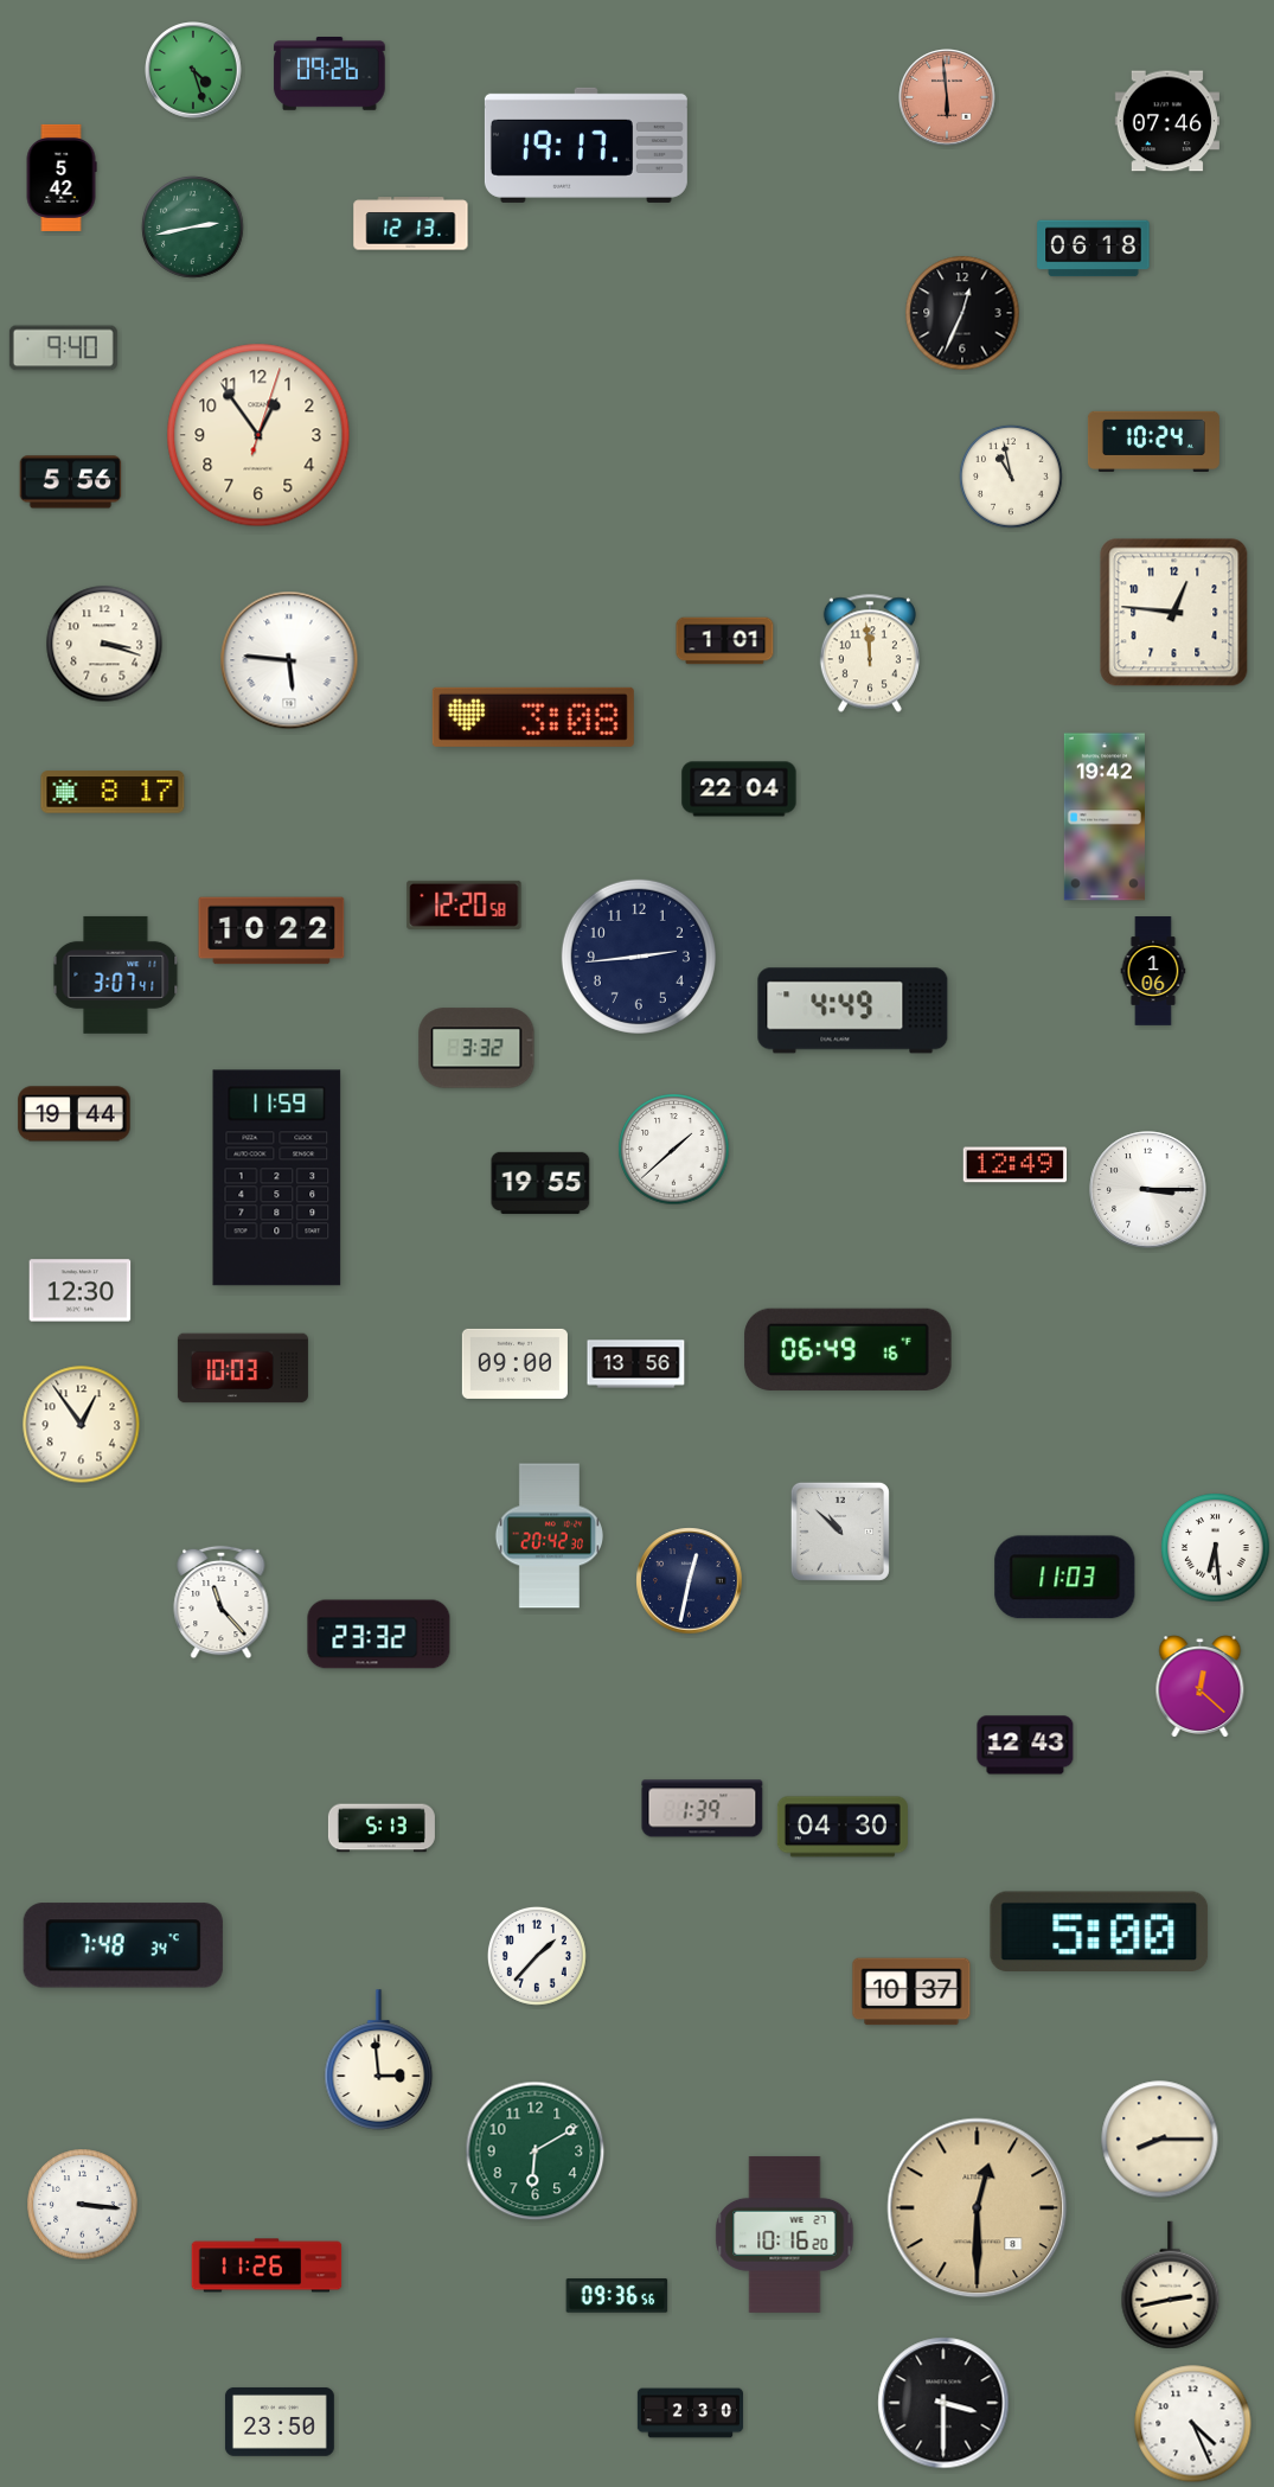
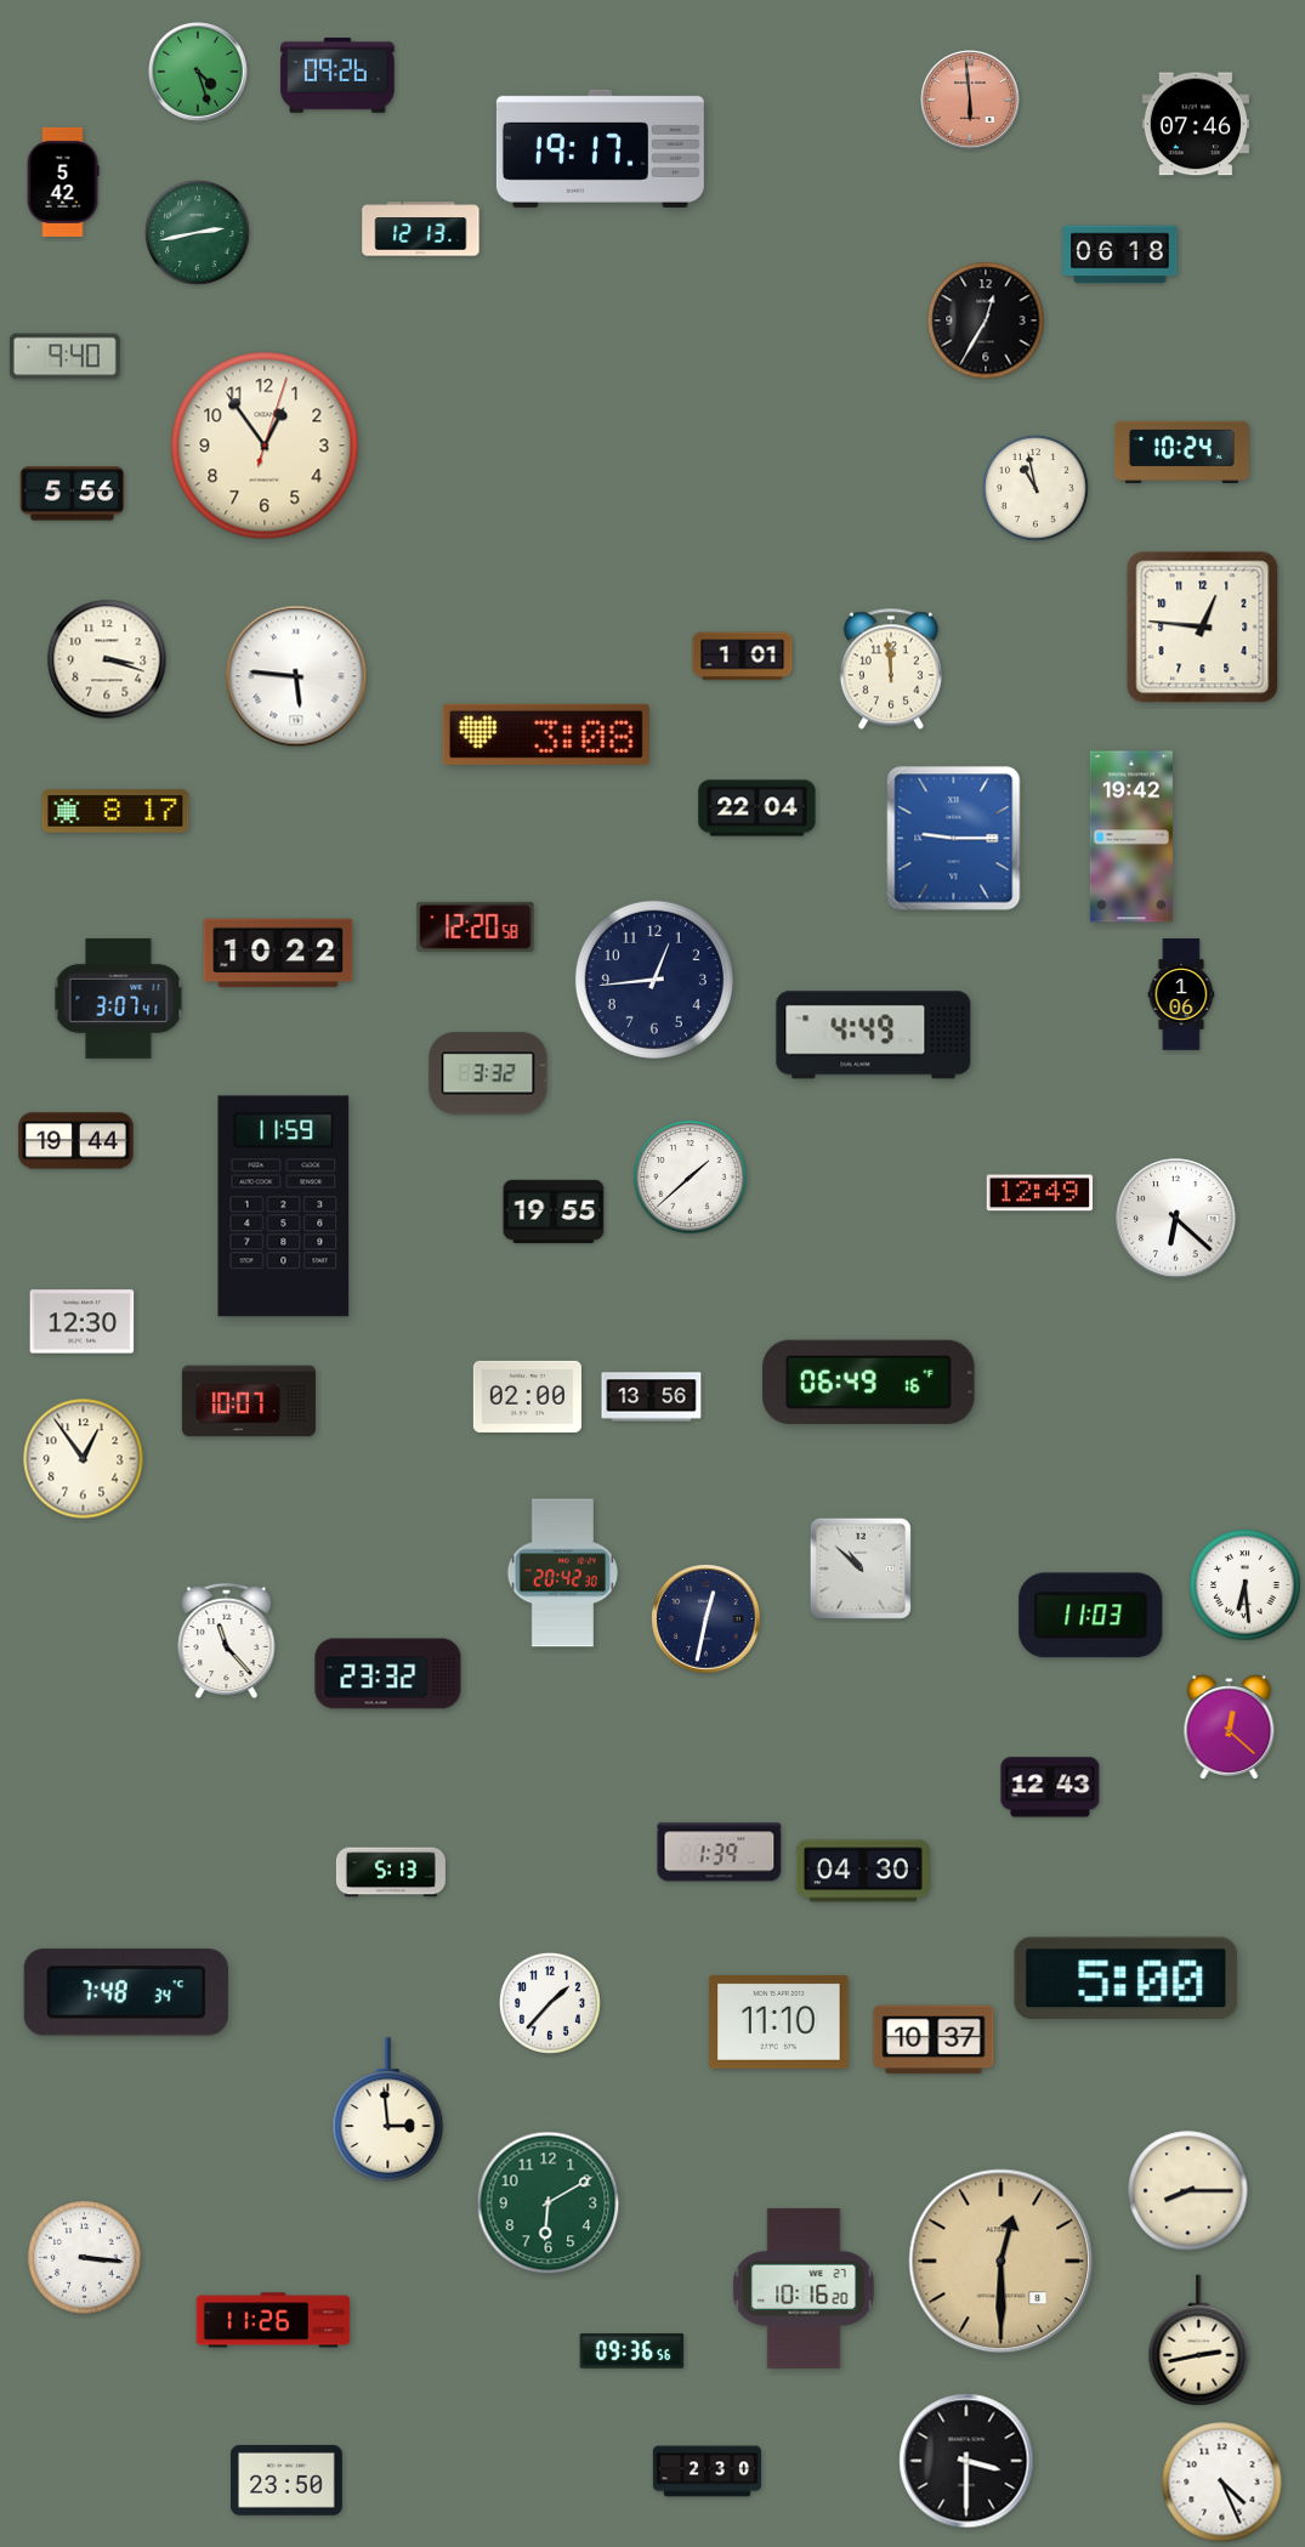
clock at (962, 313): 12:34 -> 12:35
clock at (954, 839): none -> 9:15
clock at (639, 957): 2:44 -> 12:44
clock at (1148, 1190): 3:15 -> 6:22
clock at (514, 1363): 09:00 -> 02:00
clock at (243, 1368): 10:03 -> 10:07
clock at (779, 2021): none -> 11:10
